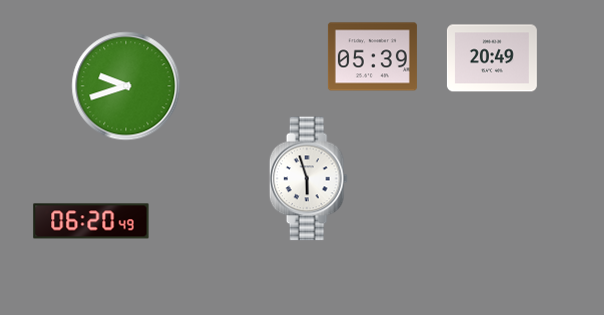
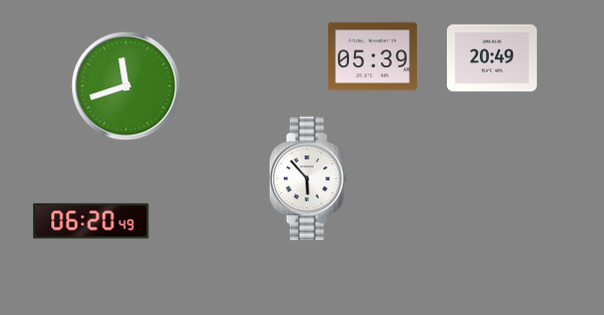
clock at (126, 86): 9:42 -> 11:42
clock at (308, 179): 5:57 -> 5:53
